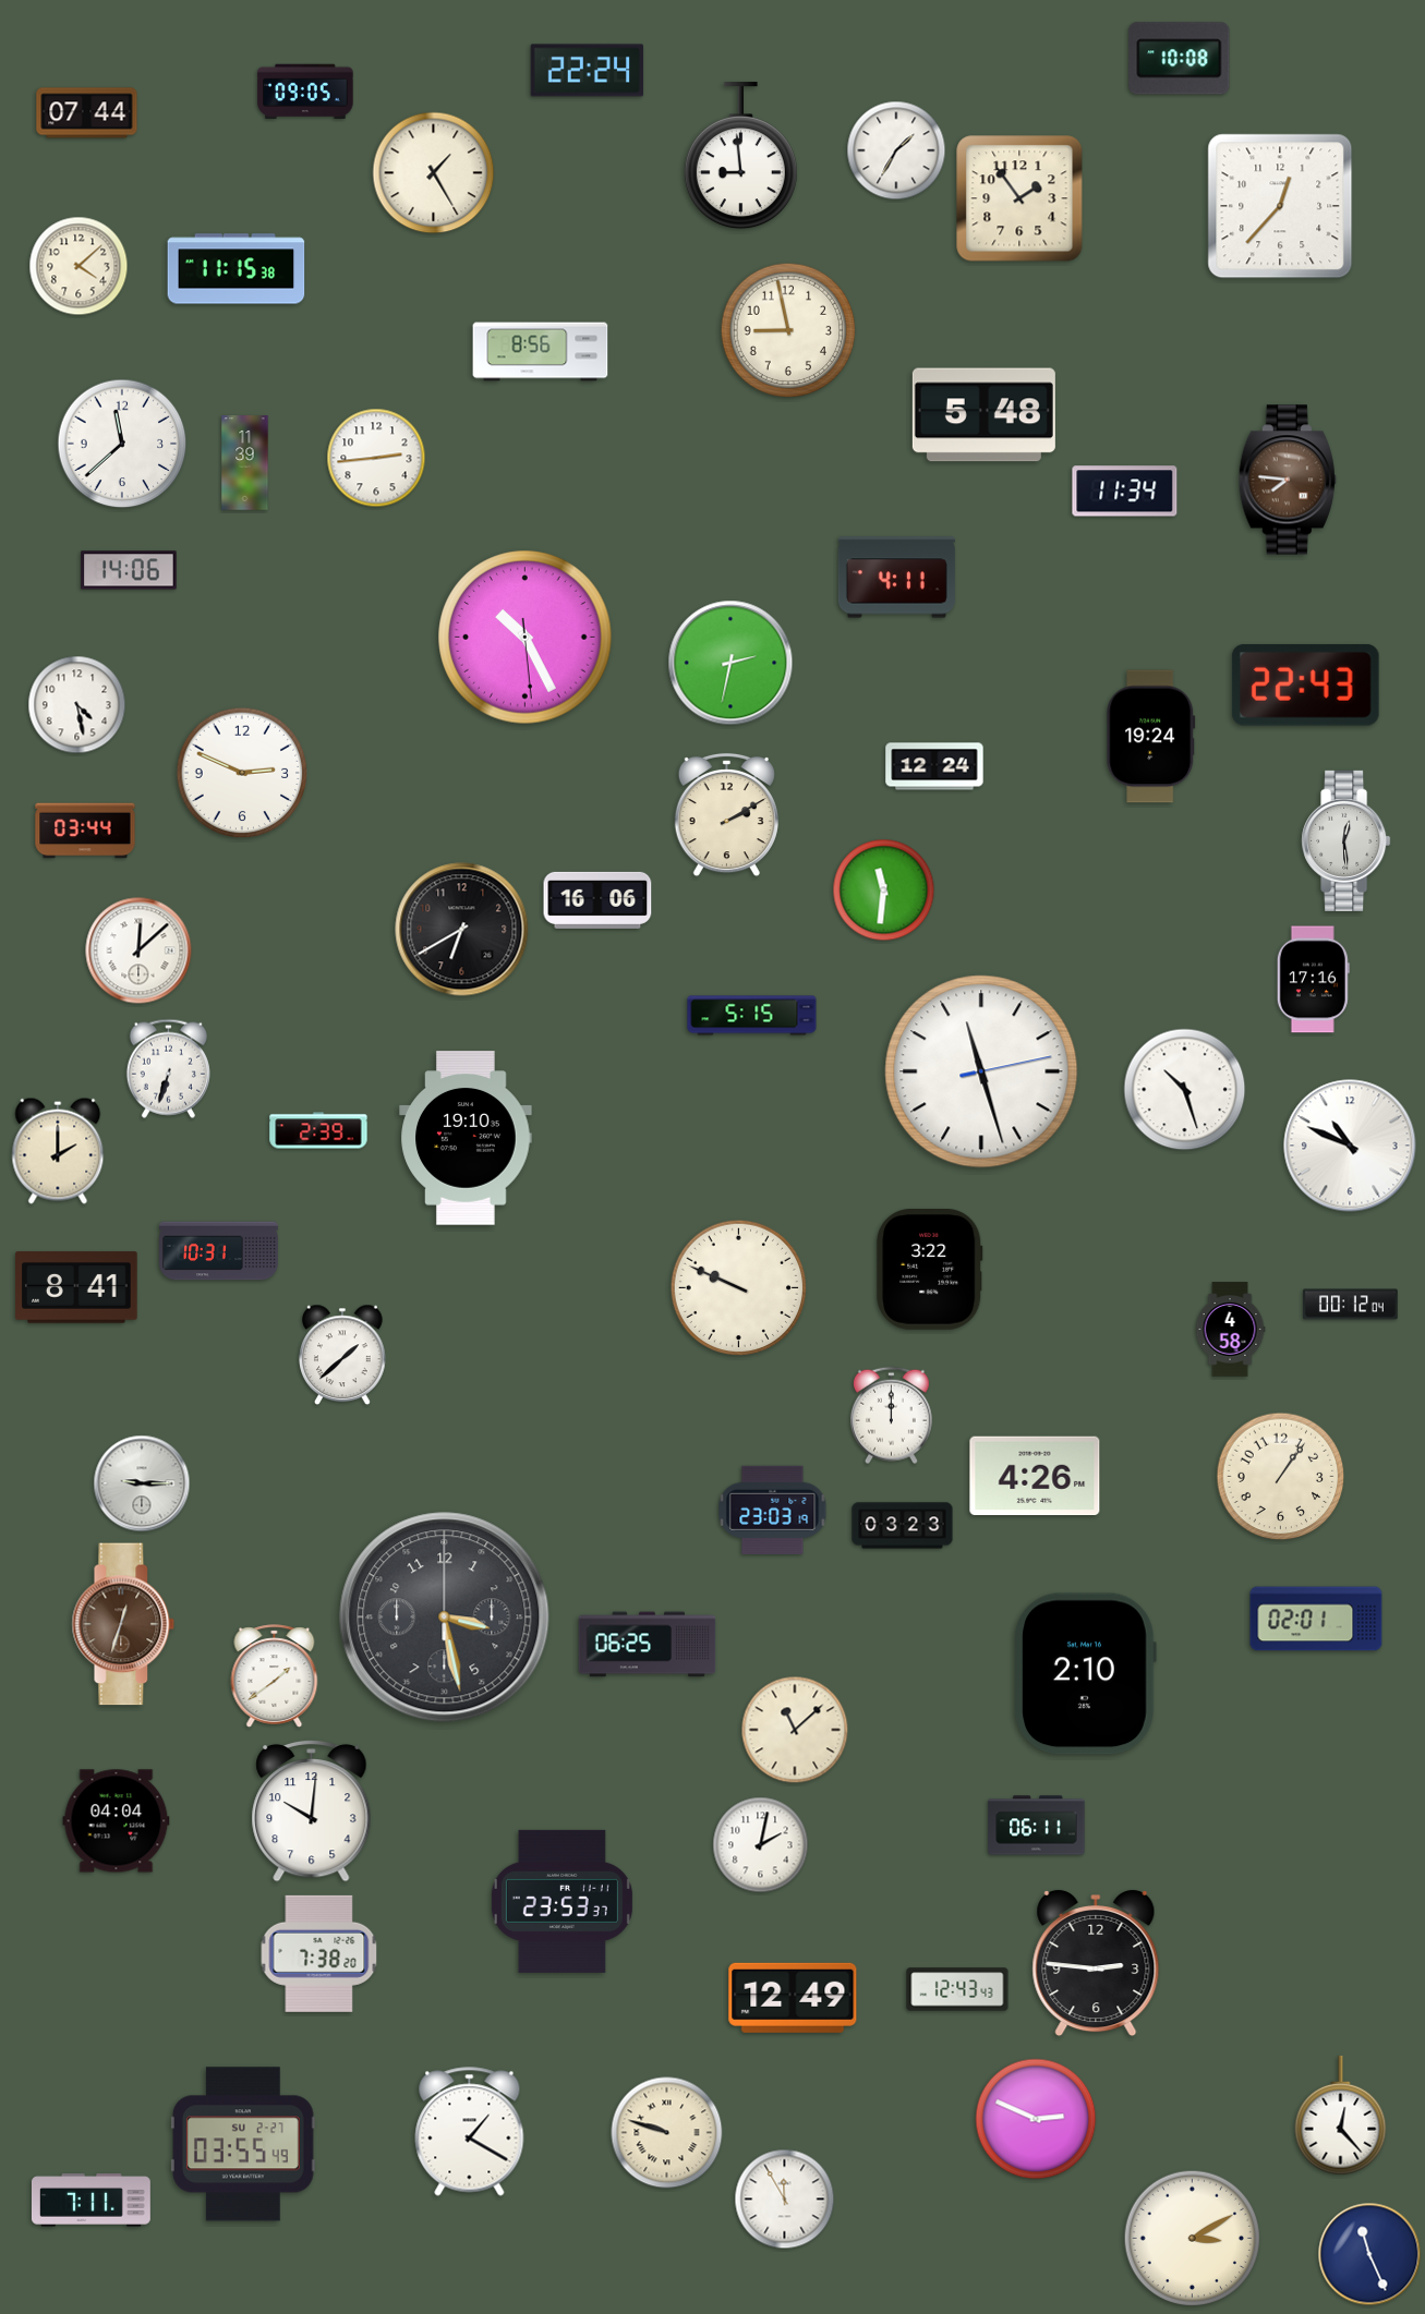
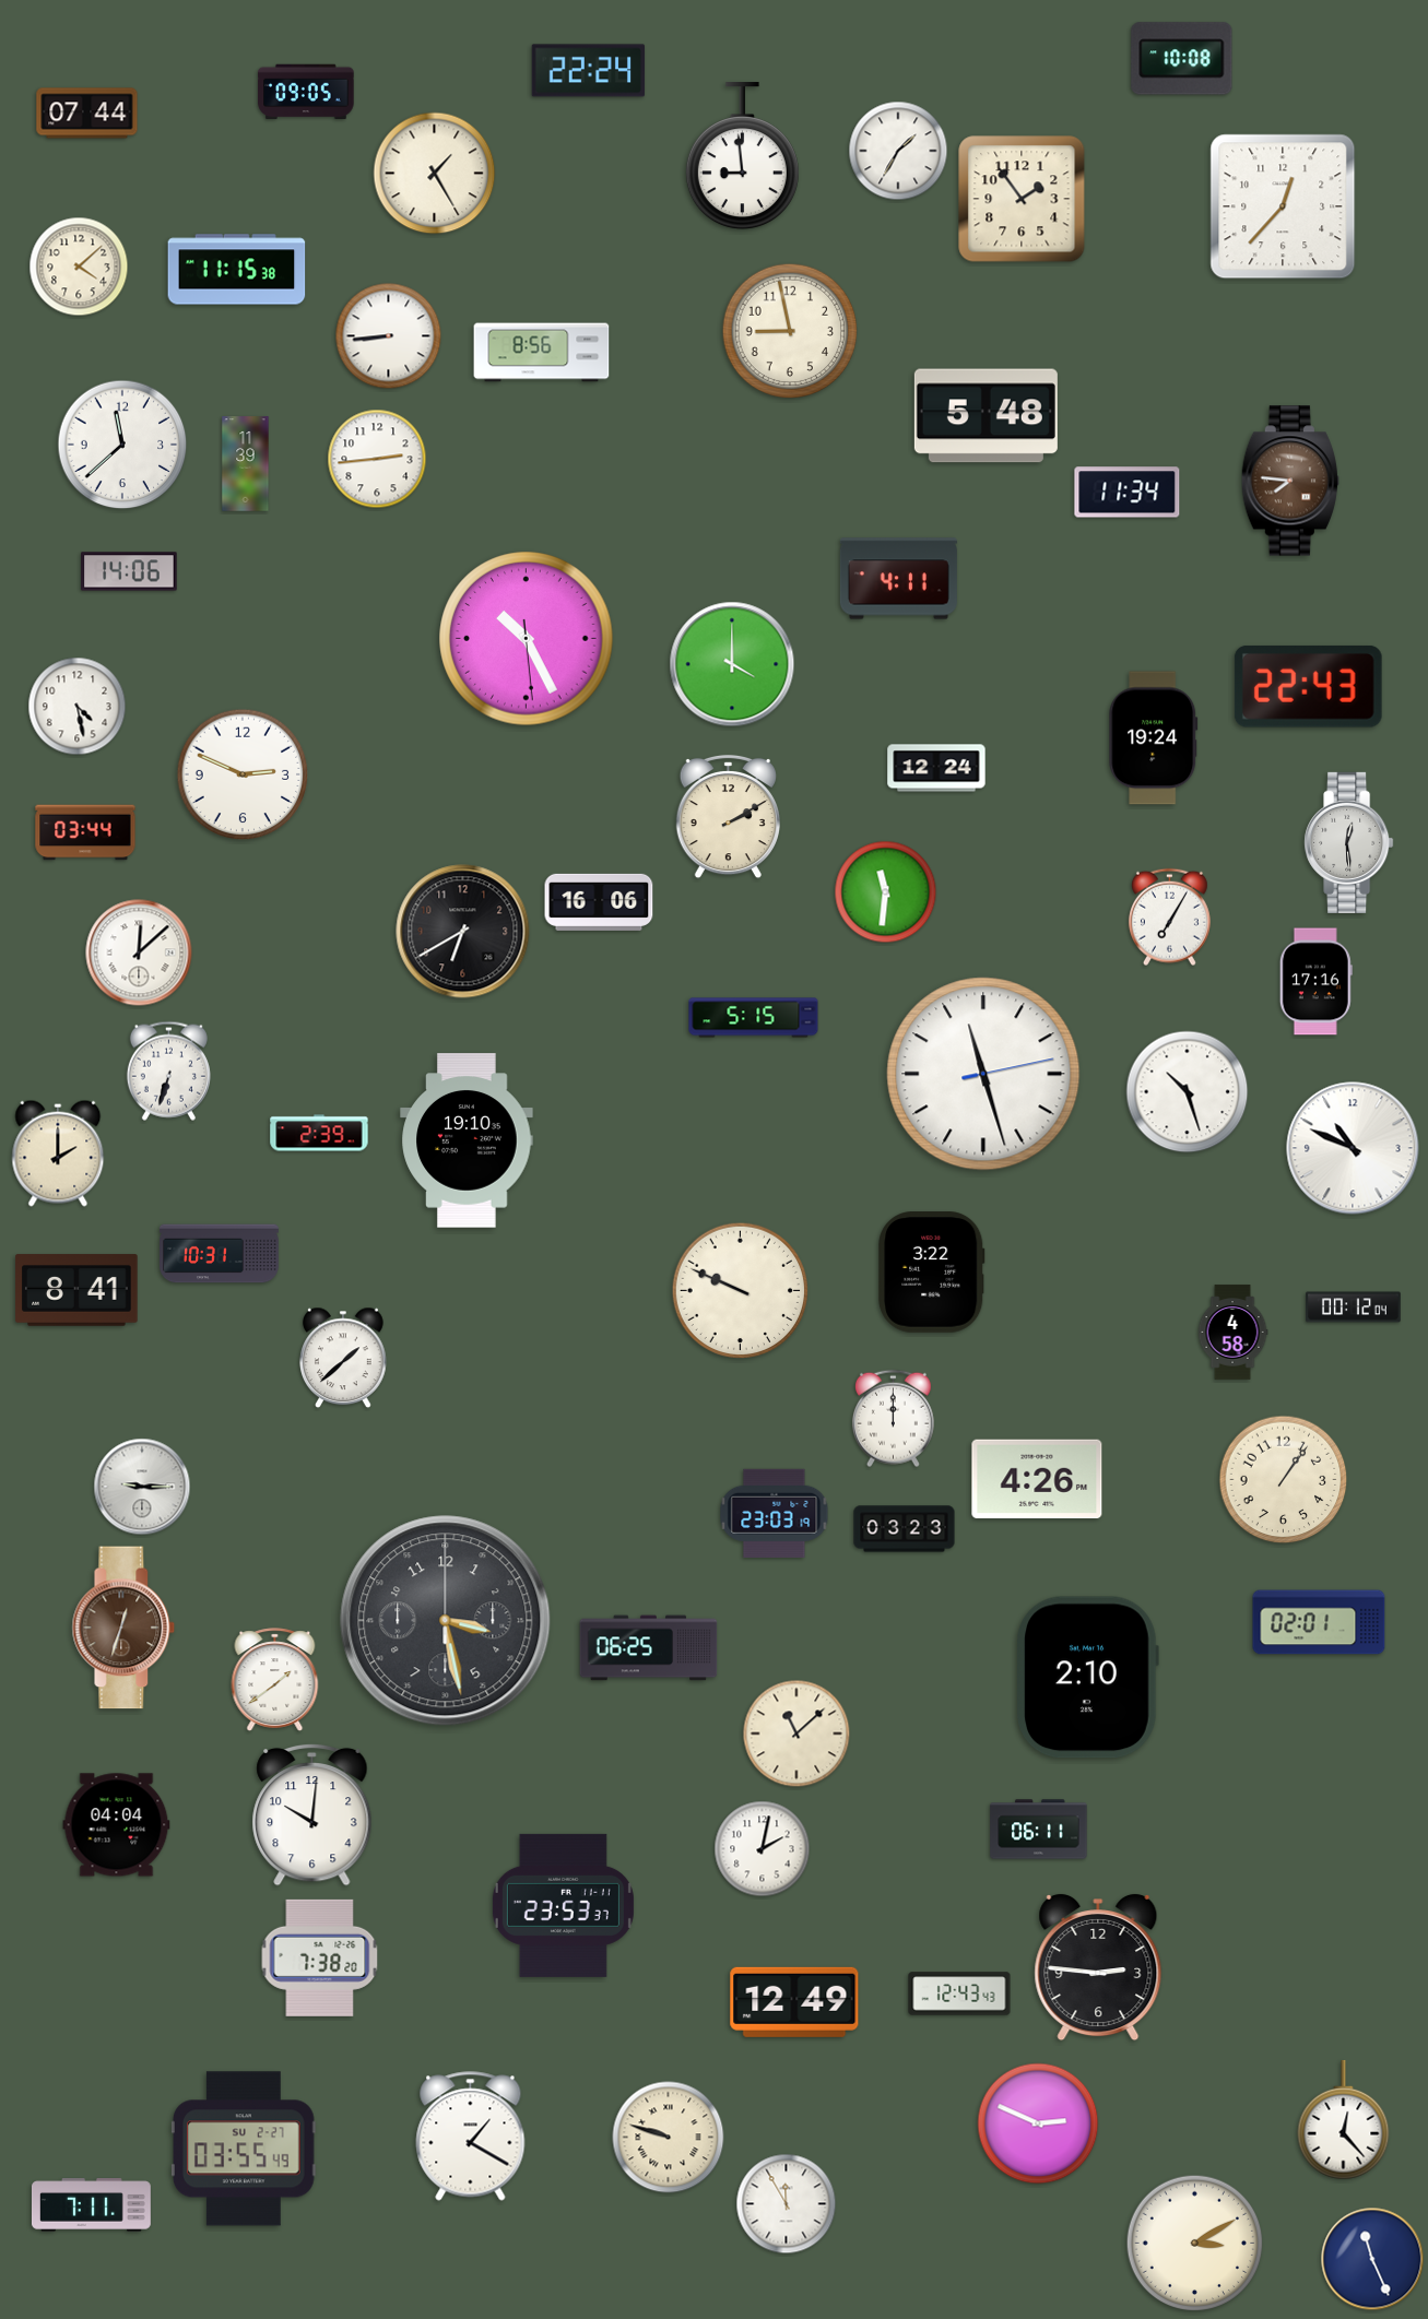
clock at (389, 336): none -> 8:44
clock at (730, 663): 2:32 -> 4:00
clock at (1169, 918): none -> 7:05
